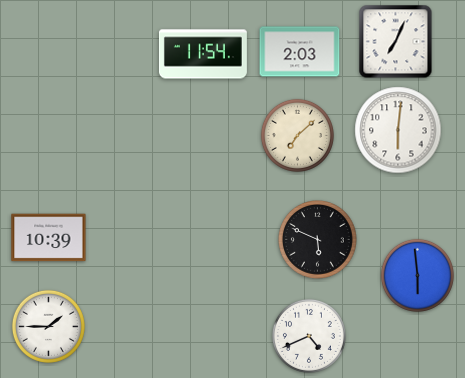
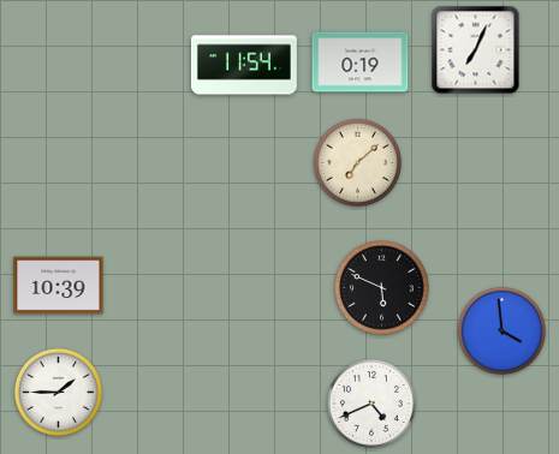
clock at (300, 52): 2:03 -> 0:19
clock at (398, 130): 6:01 -> none
clock at (417, 275): 5:59 -> 3:59
